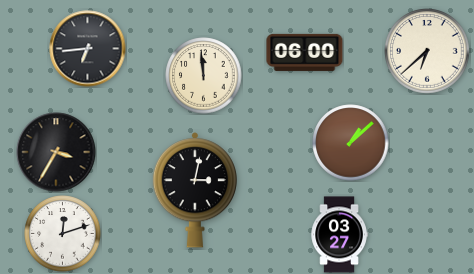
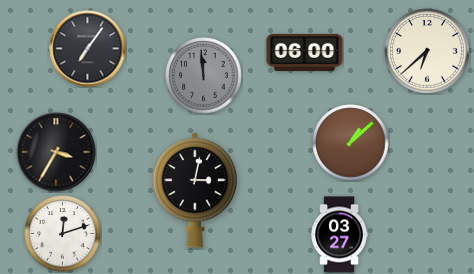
clock at (88, 49): 6:44 -> 7:06
clock at (204, 76) dial: cream -> grey
